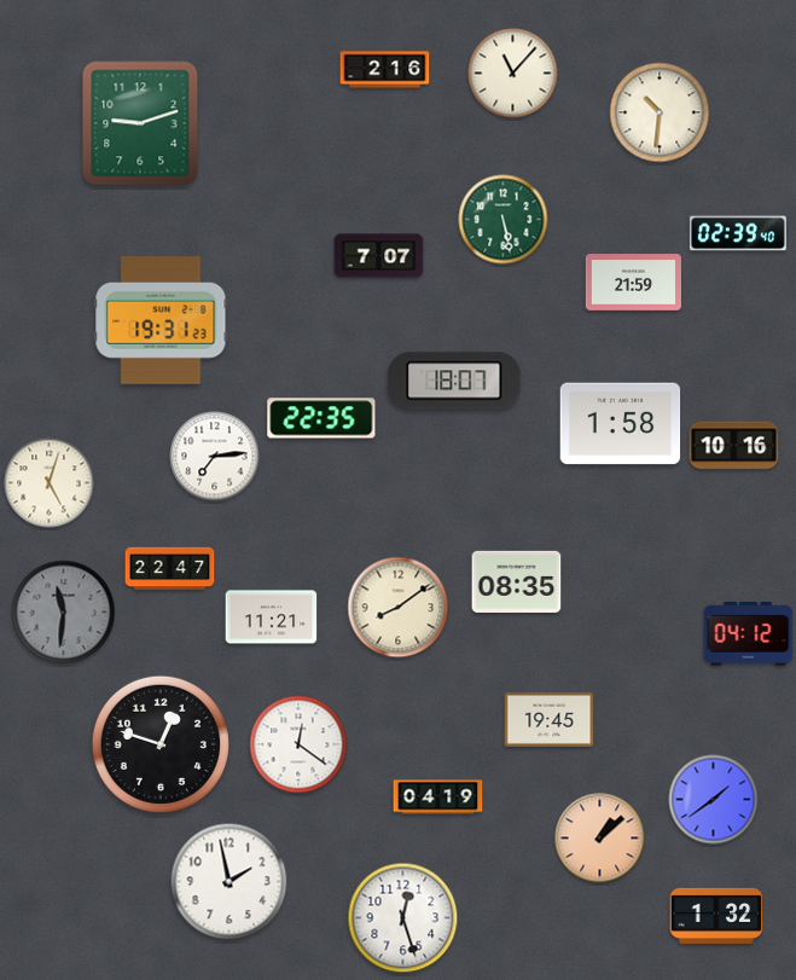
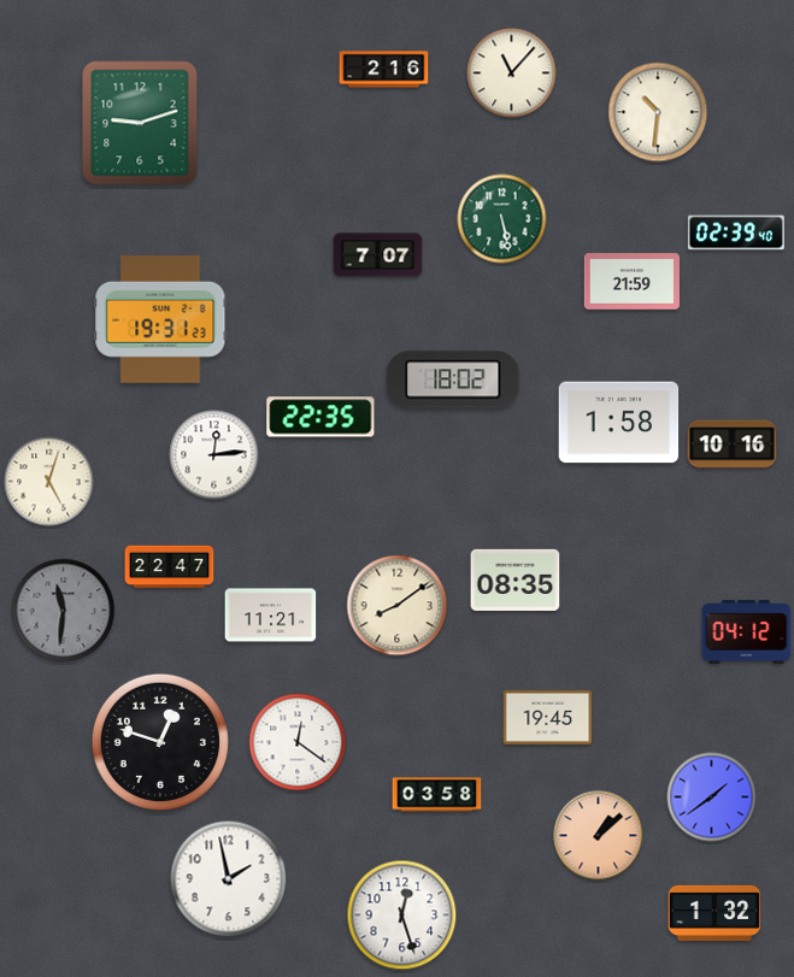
clock at (454, 381): 18:07 -> 18:02
clock at (215, 457): 7:14 -> 12:14
clock at (438, 798): 04:19 -> 03:58
